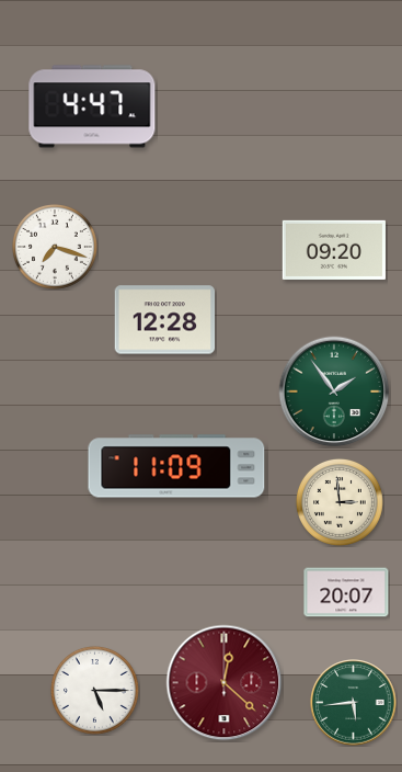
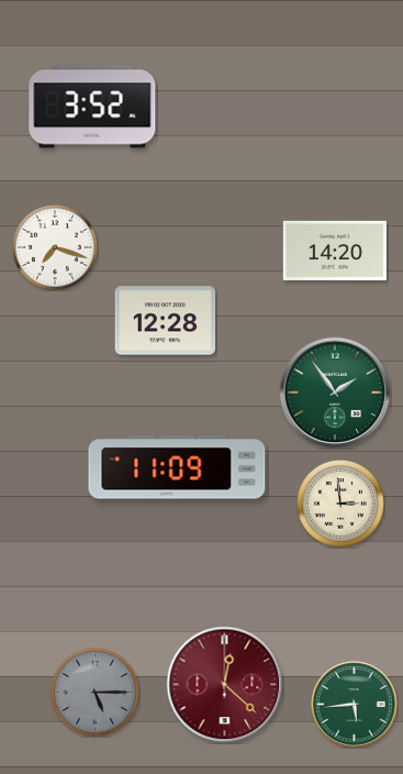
clock at (92, 106): 4:47 -> 3:52
clock at (334, 250): 09:20 -> 14:20
clock at (346, 592): 20:07 -> none
clock at (94, 690) dial: white -> grey
